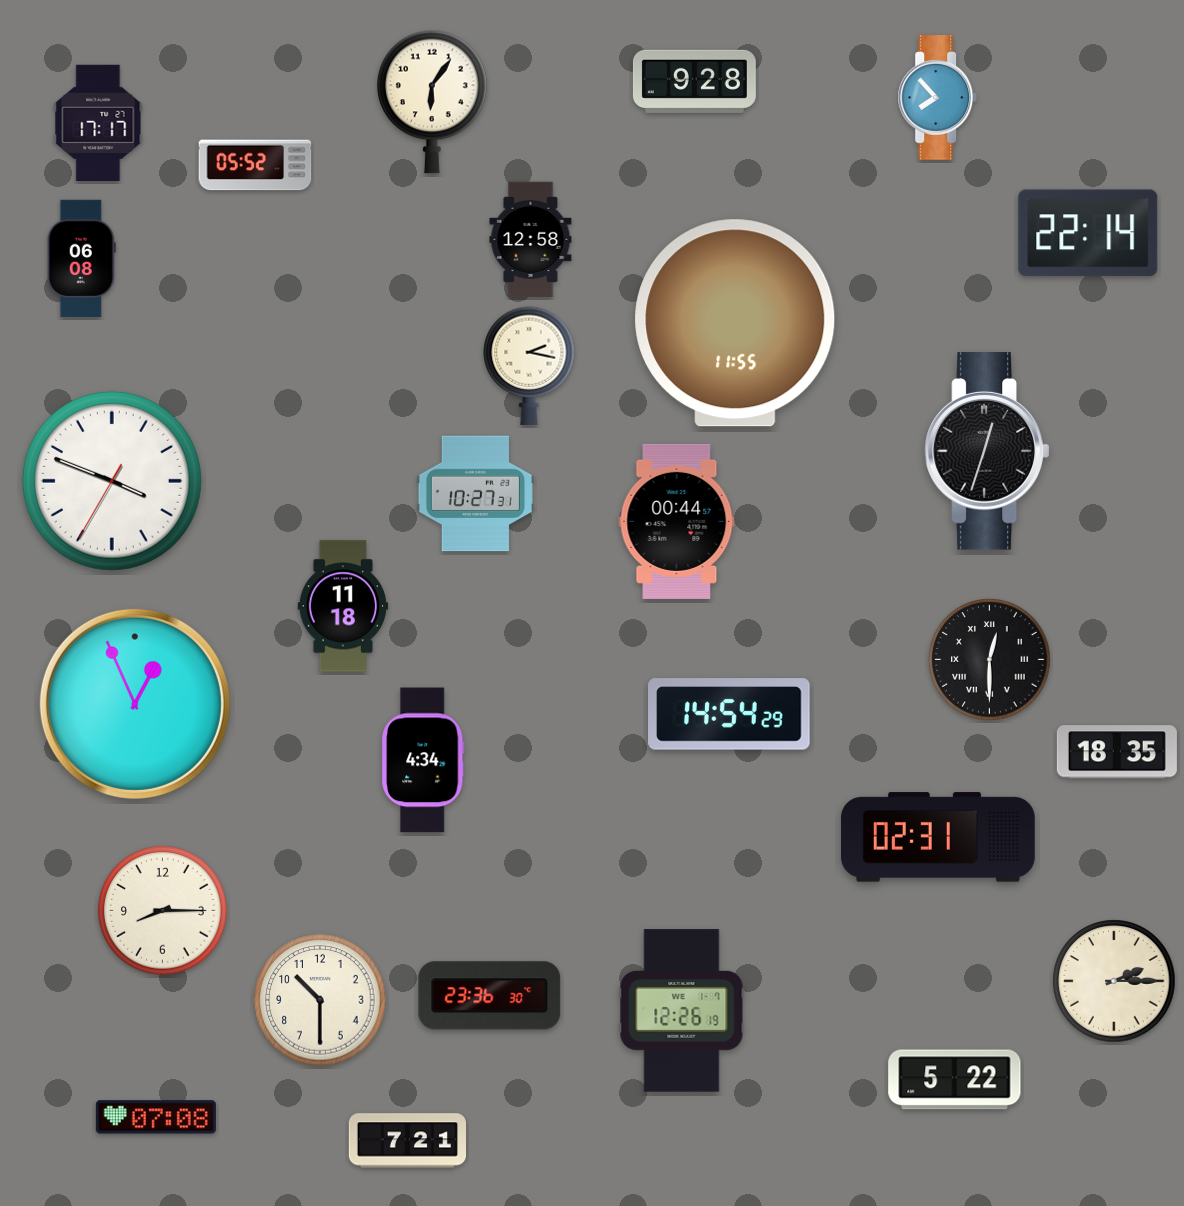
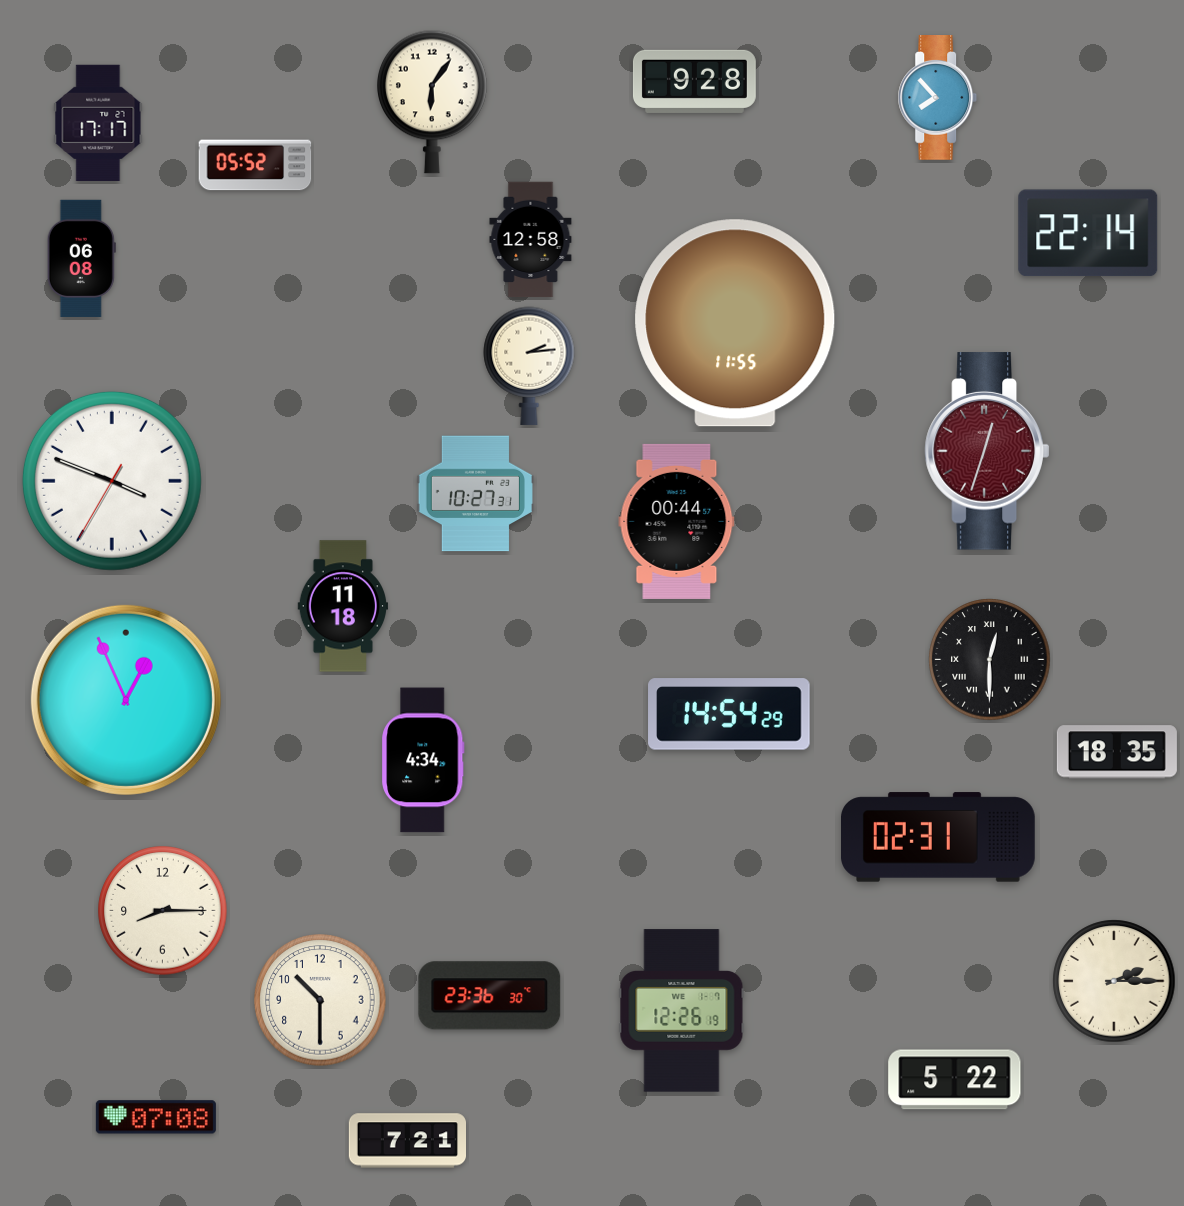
clock at (529, 366): 2:17 -> 2:14
clock at (987, 451) dial: black -> burgundy
clock at (135, 704) position: (135, 704) -> (126, 700)
